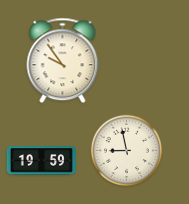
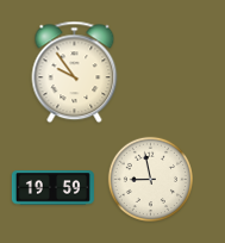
clock at (41, 161) position: (41, 161) -> (52, 188)
